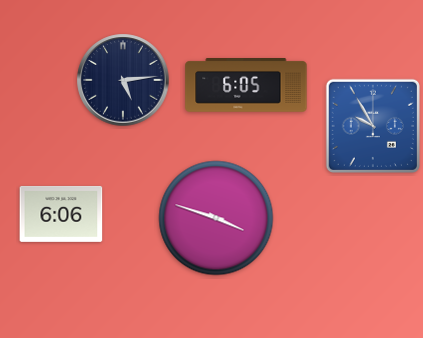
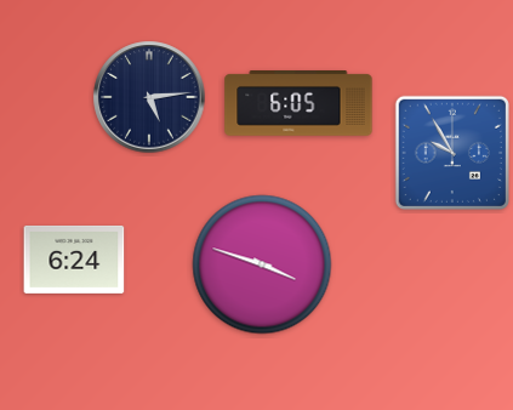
clock at (61, 214): 6:06 -> 6:24
